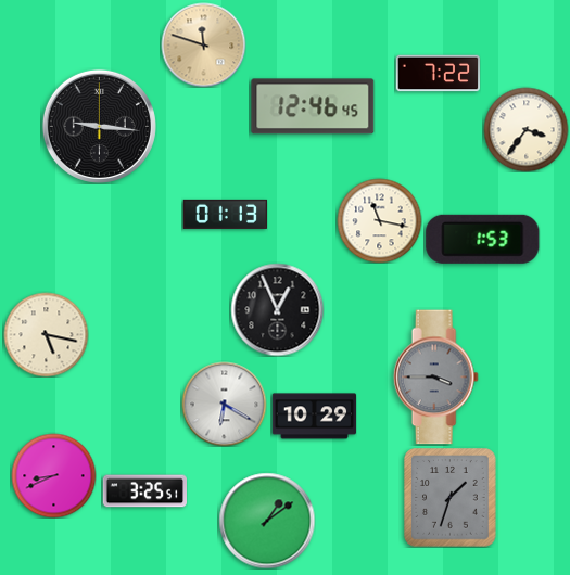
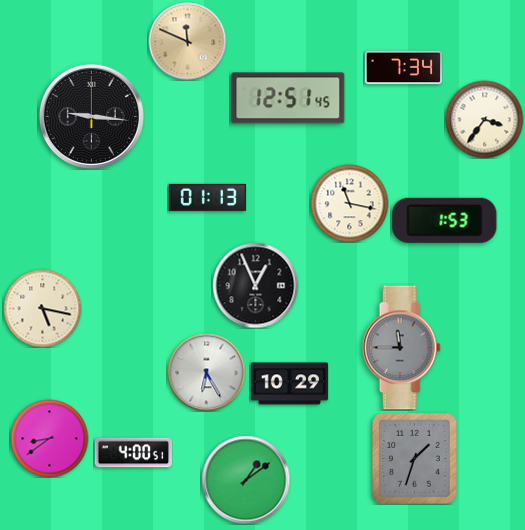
clock at (203, 44): 11:48 -> 11:49
clock at (438, 74): 7:22 -> 7:34
clock at (313, 106): 12:46 -> 12:51
clock at (435, 378): 3:45 -> 11:45
clock at (224, 404): 6:20 -> 6:25
clock at (53, 475): 8:41 -> 8:39
clock at (144, 491): 3:25 -> 4:00
